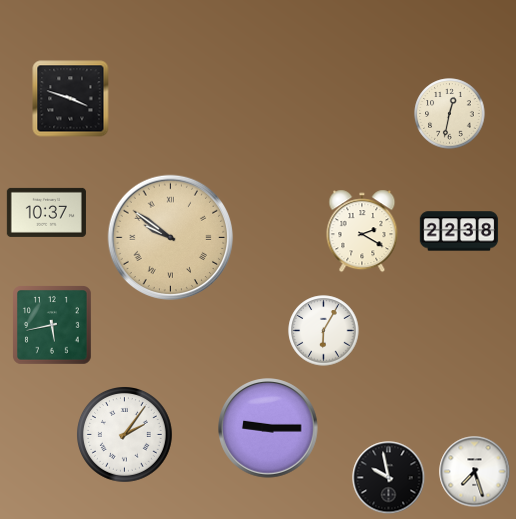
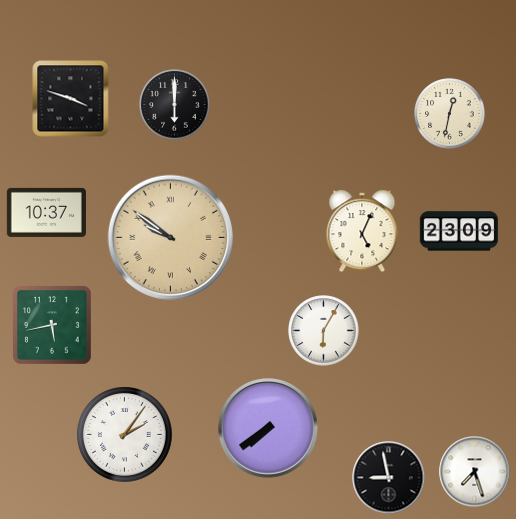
clock at (175, 105): none -> 6:00
clock at (362, 231): 2:20 -> 5:04
clock at (459, 231): 22:38 -> 23:09
clock at (268, 428): 9:15 -> 7:39
clock at (389, 478): 9:58 -> 8:58
